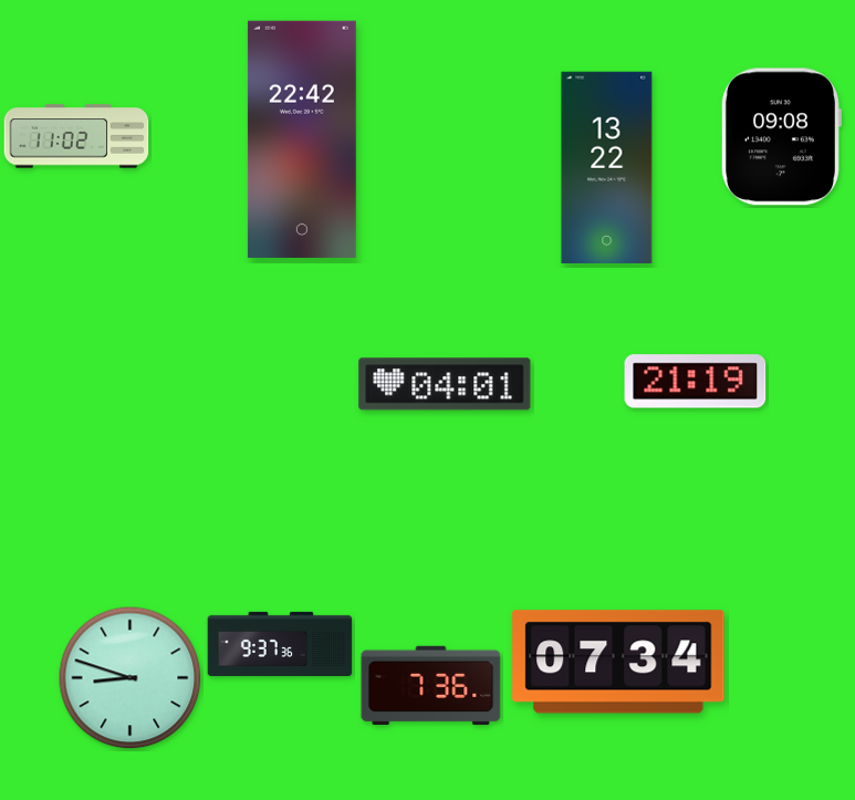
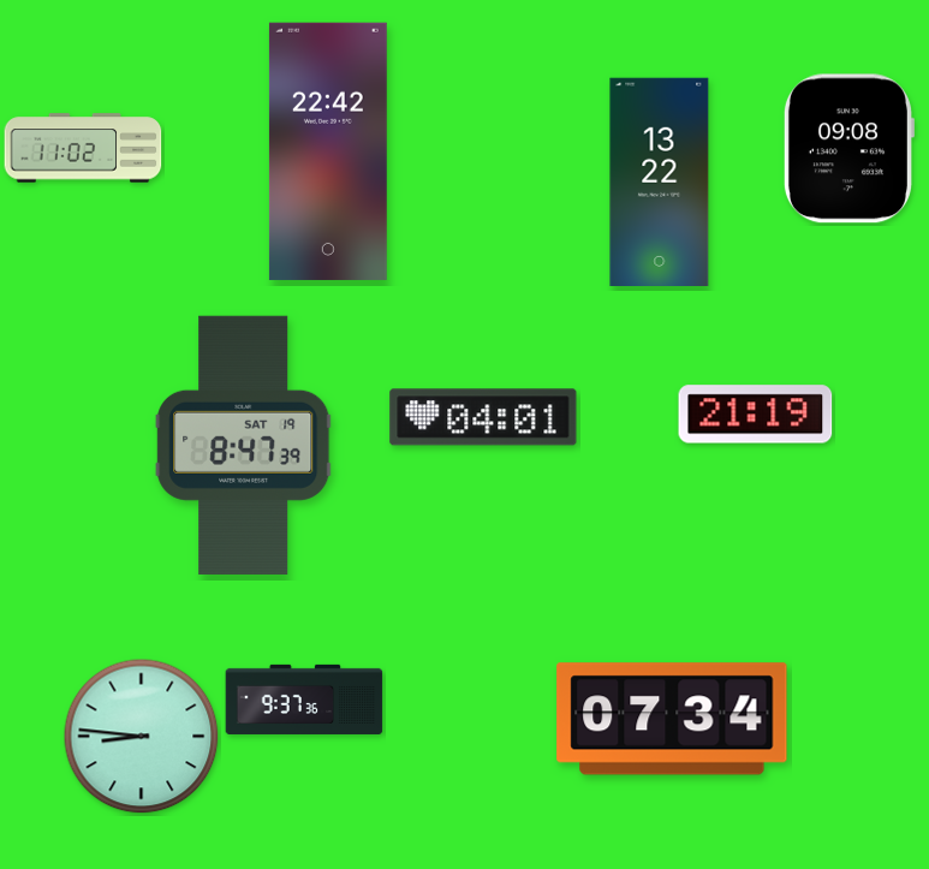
clock at (244, 445): none -> 8:47
clock at (131, 678): 8:48 -> 8:46
clock at (431, 685): 7:36 -> none
